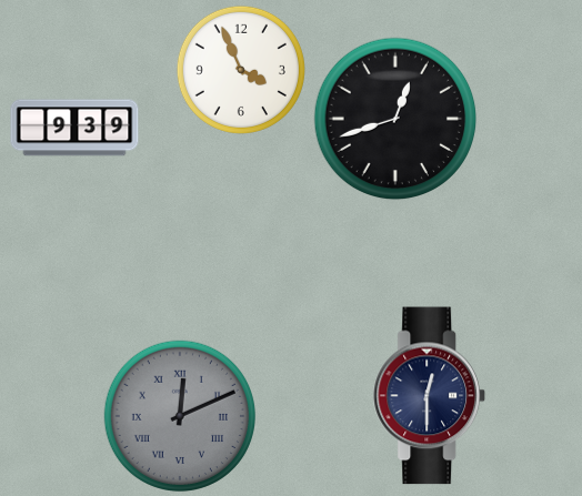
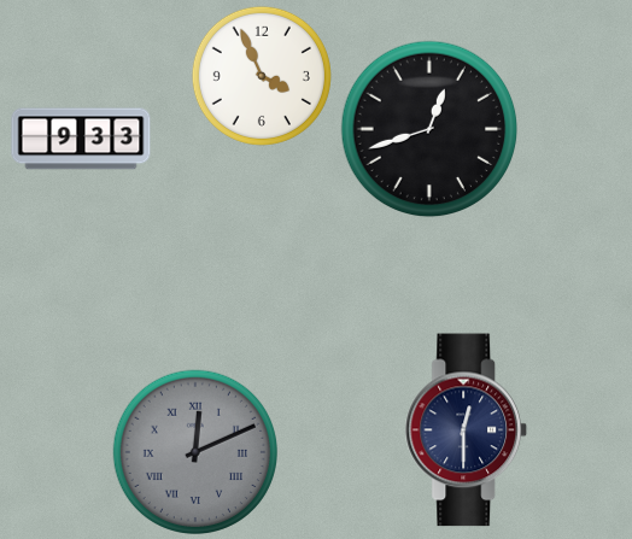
clock at (74, 128): 9:39 -> 9:33
